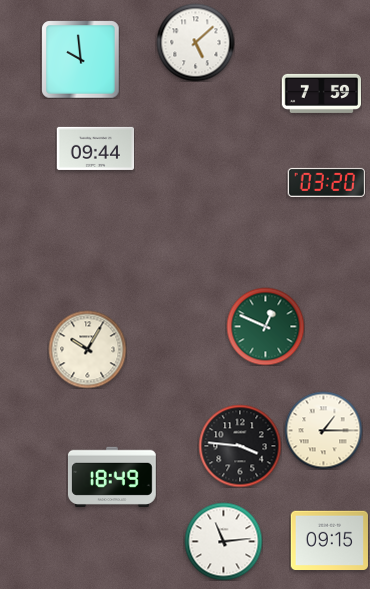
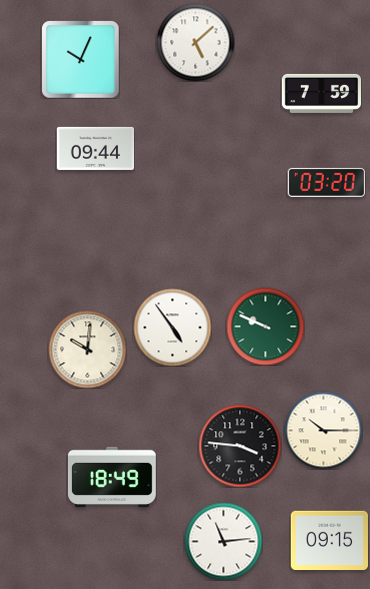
clock at (80, 59): 9:59 -> 10:04
clock at (265, 326): 12:49 -> 9:49
clock at (172, 327): none -> 4:54
clock at (87, 349): 10:05 -> 10:01
clock at (323, 430): 1:15 -> 10:15
